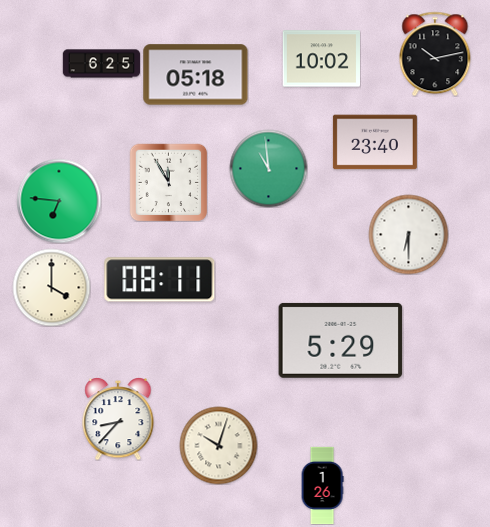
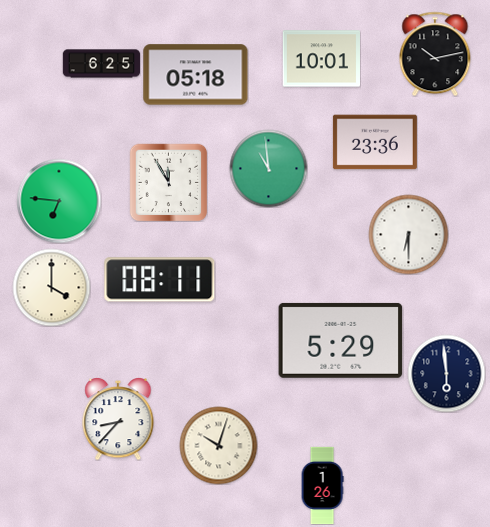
clock at (321, 59): 10:02 -> 10:01
clock at (375, 142): 23:40 -> 23:36
clock at (446, 373): none -> 5:59
